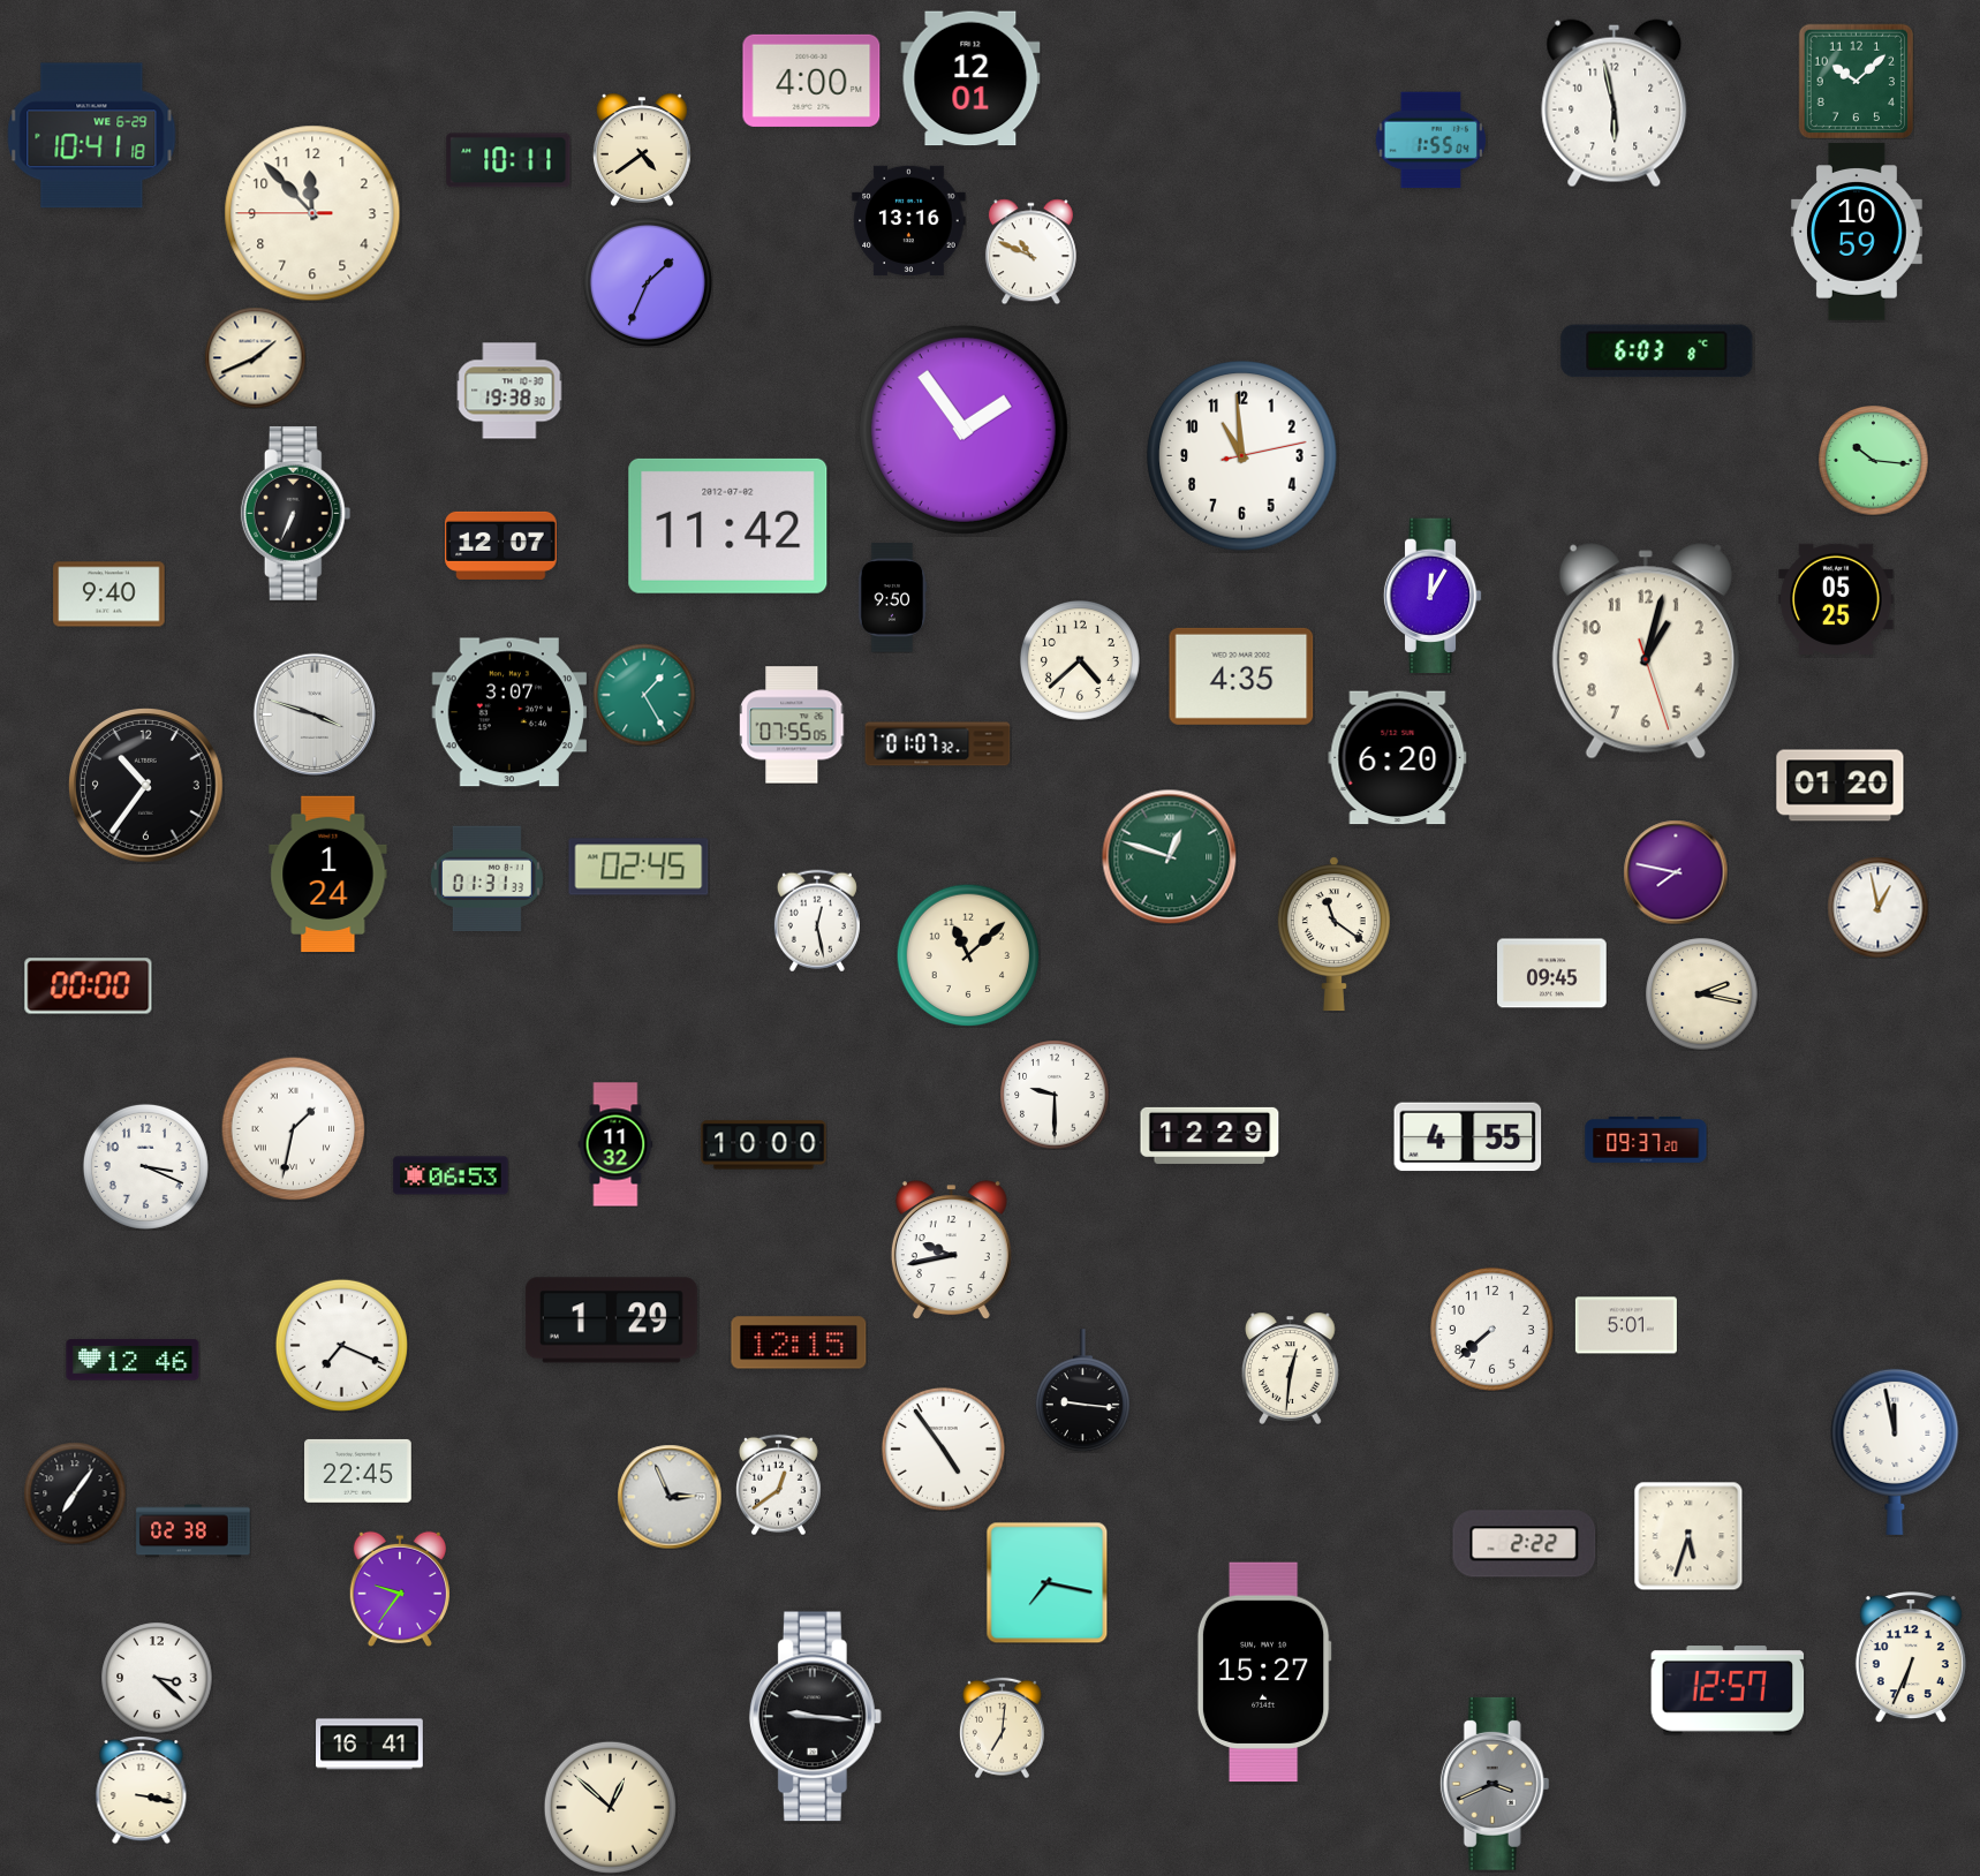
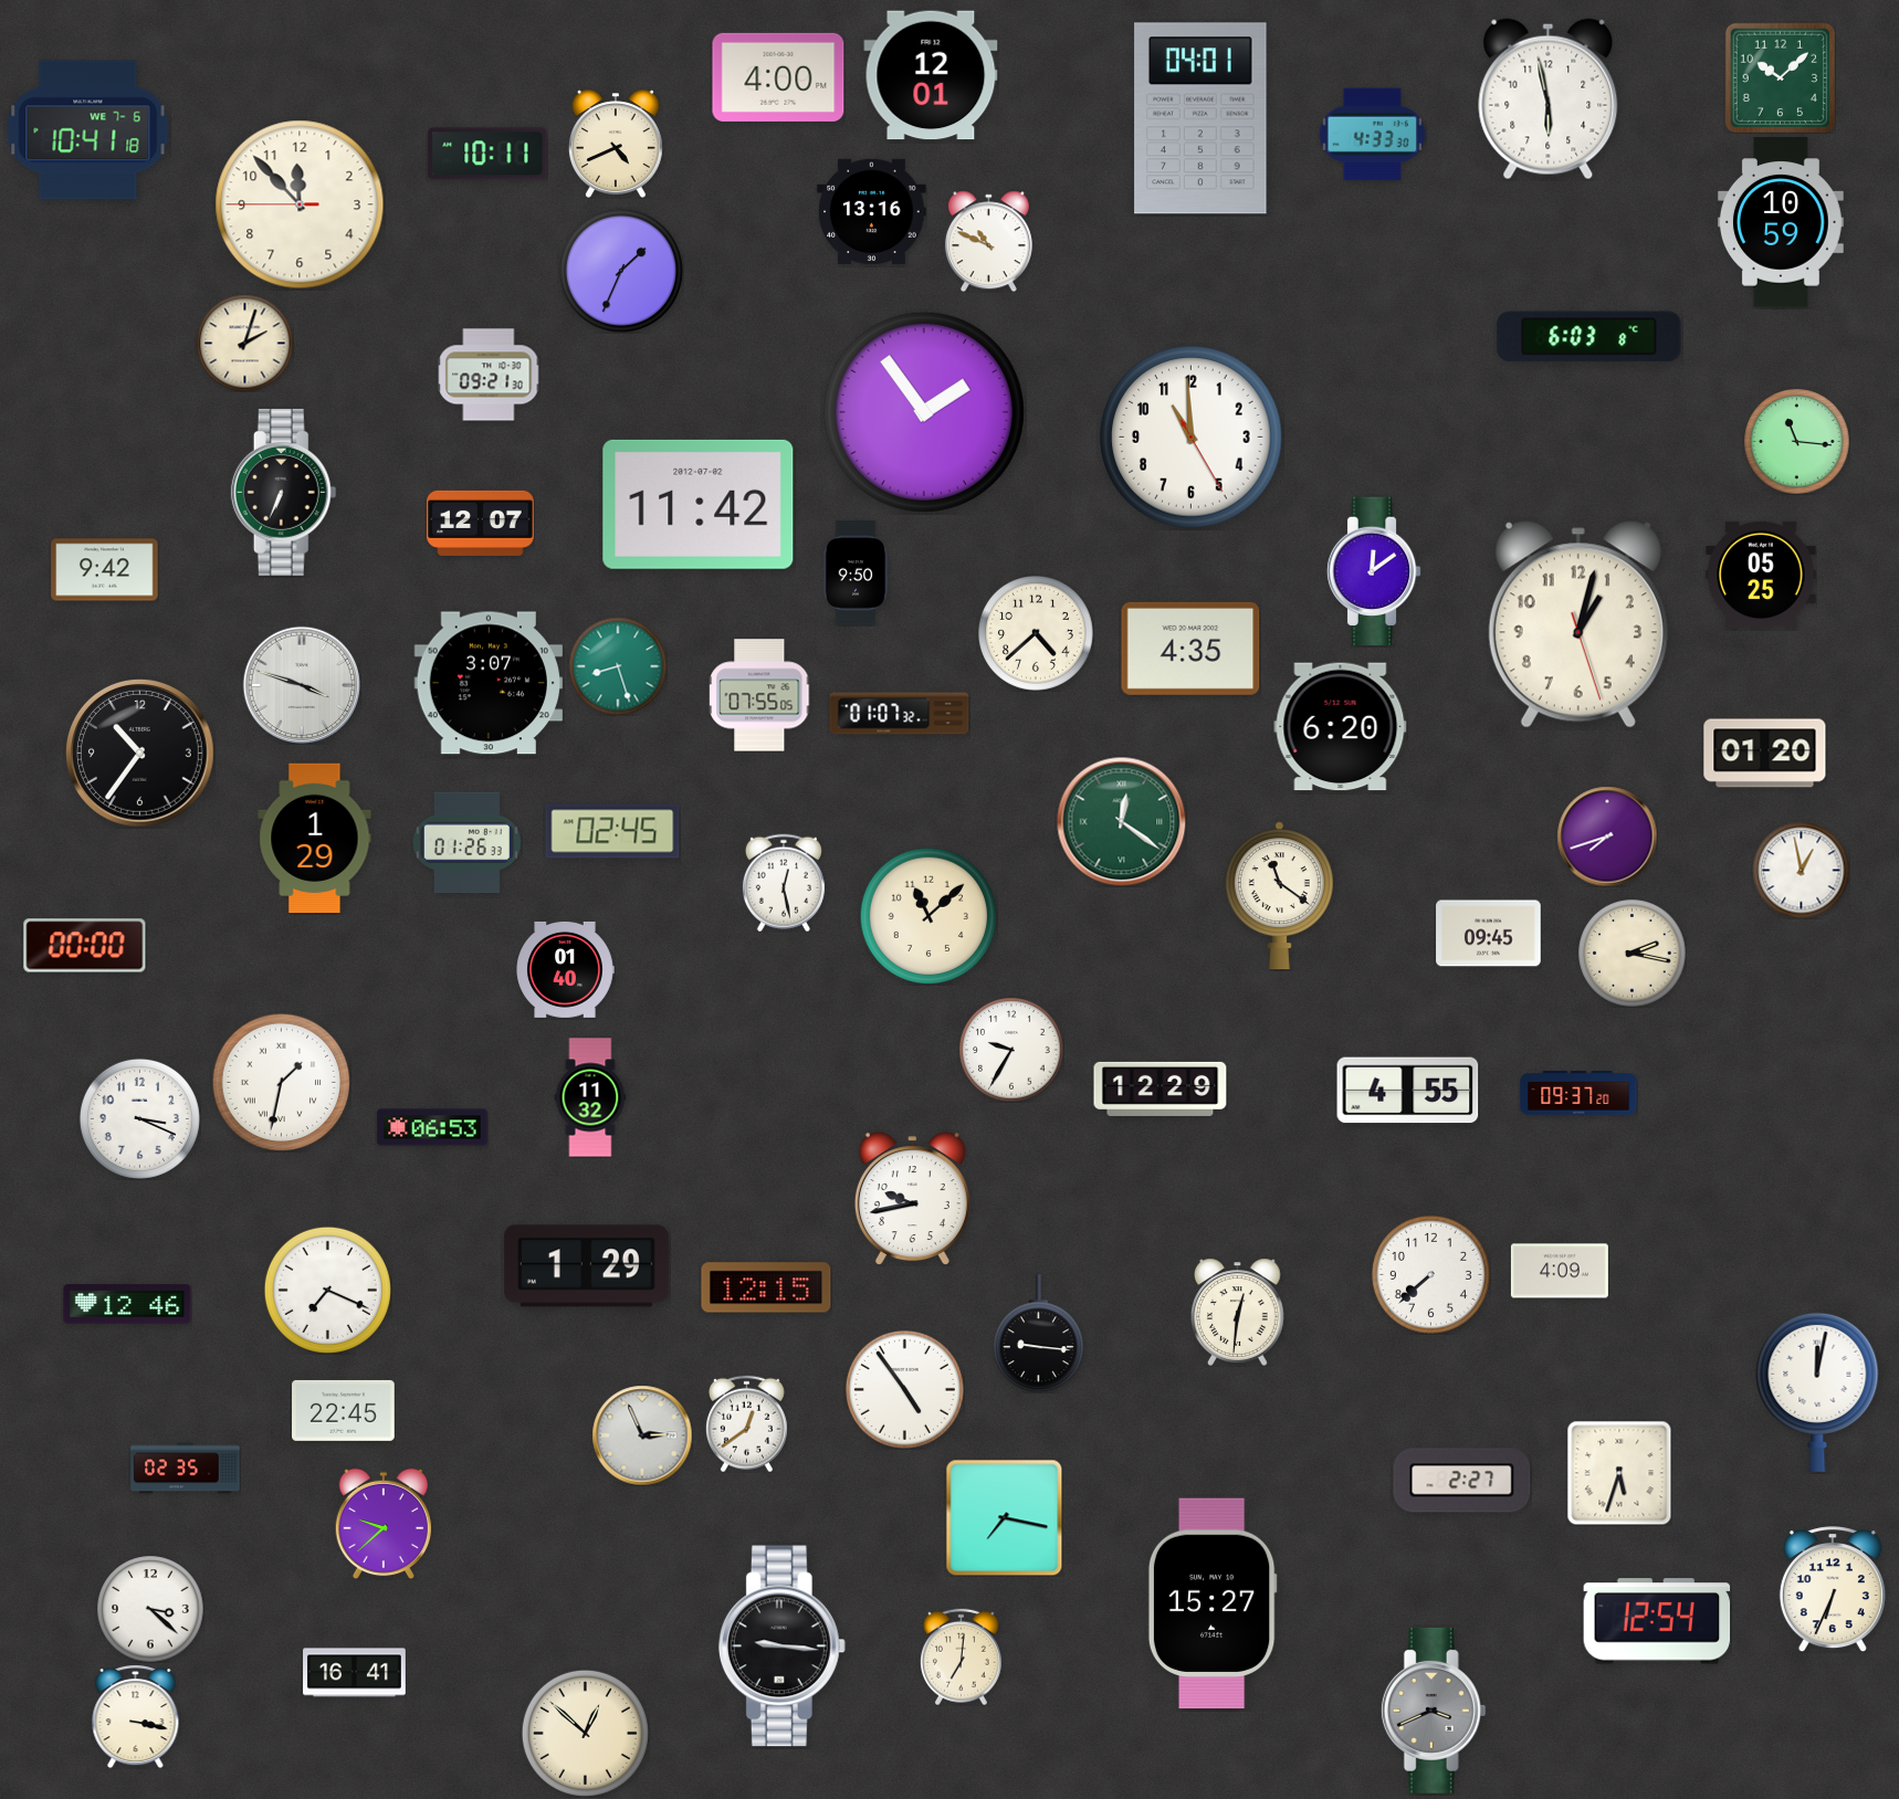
clock at (1200, 118): none -> 04:01
clock at (92, 136) date: WE 6-29 -> WE 7-6
clock at (1430, 141): 1:55 -> 4:33
clock at (642, 150): 4:39 -> 4:41
clock at (255, 357): 1:41 -> 2:03
clock at (509, 391): 19:38 -> 09:21
clock at (1242, 456): 10:59:13 -> 10:59:25
clock at (1873, 460): 10:16 -> 11:16
clock at (109, 595): 9:40 -> 9:42
clock at (1433, 596): 12:05 -> 12:09
clock at (644, 695): 1:25 -> 8:27
clock at (1169, 856): 12:48 -> 12:21
clock at (1676, 872): 7:47 -> 7:42
clock at (328, 875): 1:24 -> 1:29
clock at (486, 879): 01:31 -> 01:26
clock at (565, 969): none -> 01:40
clock at (1055, 1095): 9:30 -> 9:35
clock at (764, 1145): 10:00 -> none
clock at (1626, 1325): 5:01 -> 4:09
clock at (1895, 1451): 11:58 -> 12:02
clock at (75, 1493): 7:06 -> none
clock at (194, 1531): 02:38 -> 02:35
clock at (1525, 1544): 2:22 -> 2:27
clock at (399, 1589): 9:36 -> 9:38
clock at (1728, 1690): 12:57 -> 12:54
